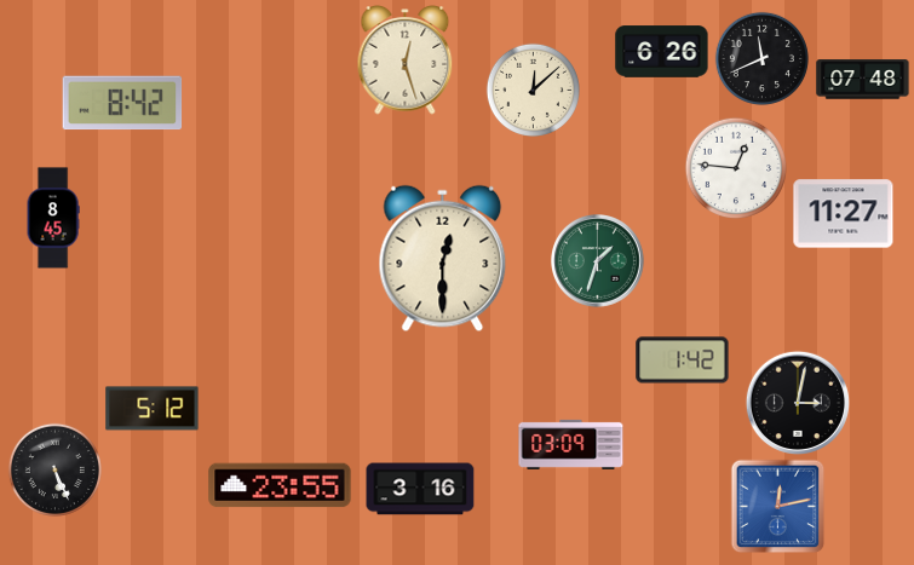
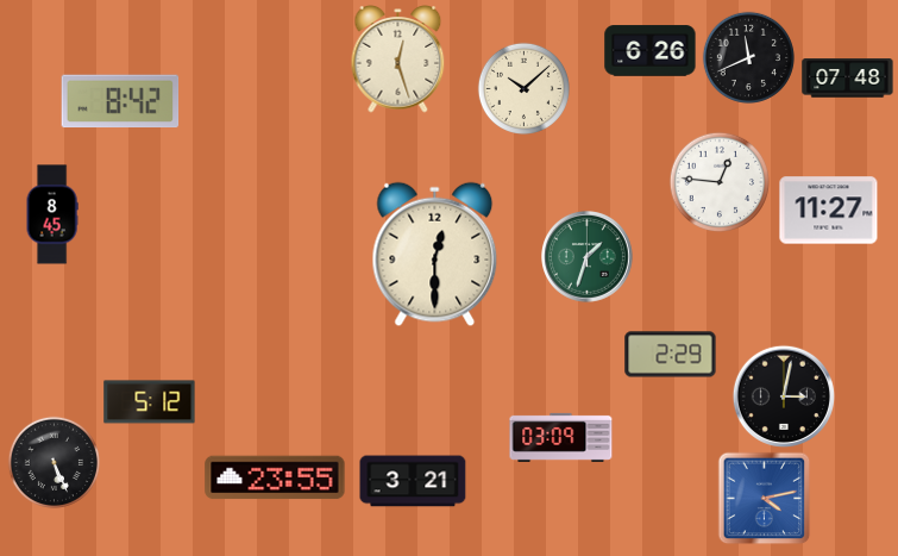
clock at (533, 90): 12:08 -> 10:08
clock at (736, 168) position: (736, 168) -> (720, 182)
clock at (683, 361): 1:42 -> 2:29
clock at (420, 489): 3:16 -> 3:21
clock at (777, 506): 12:13 -> 4:13
